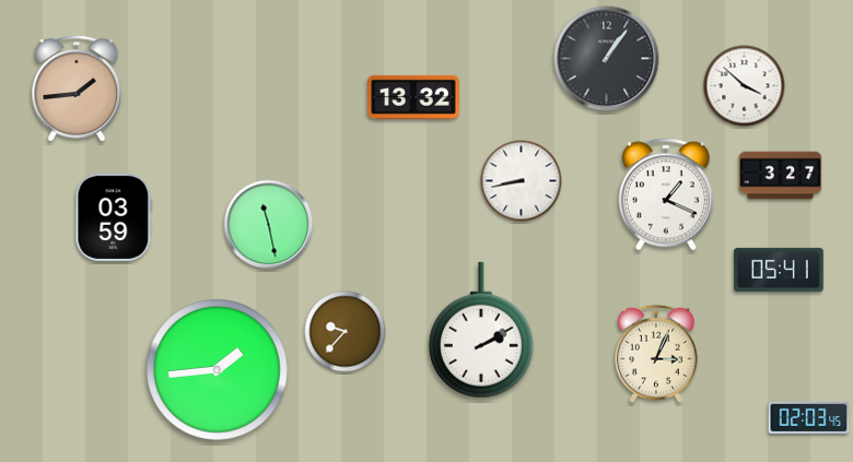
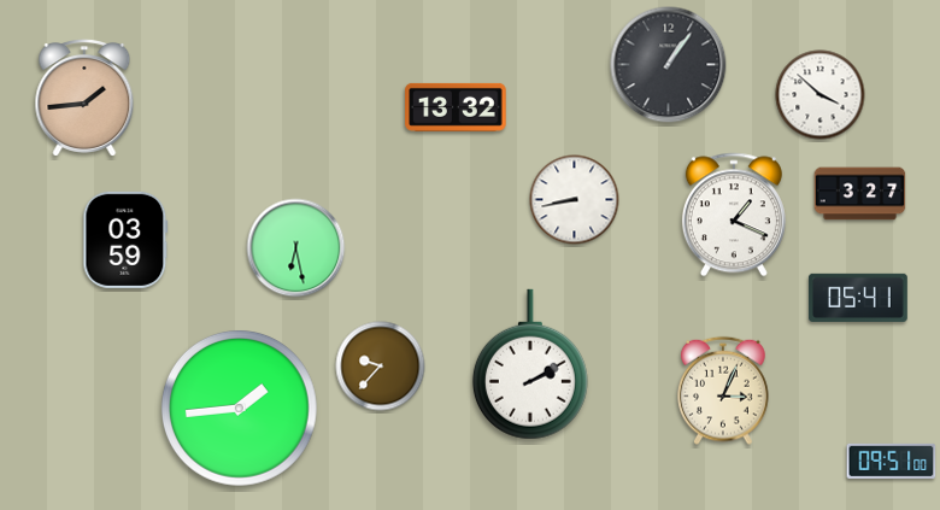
clock at (269, 225): 11:28 -> 6:28
clock at (809, 417): 02:03 -> 09:51
